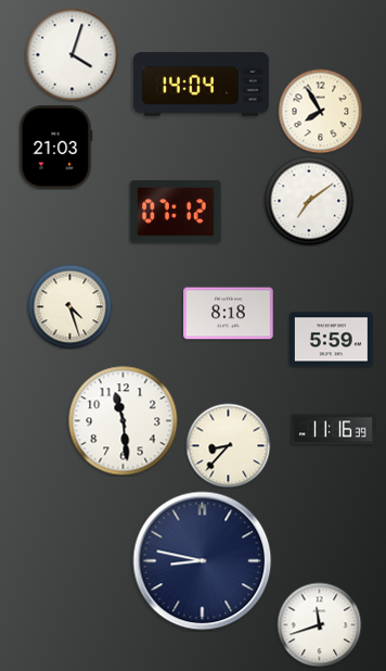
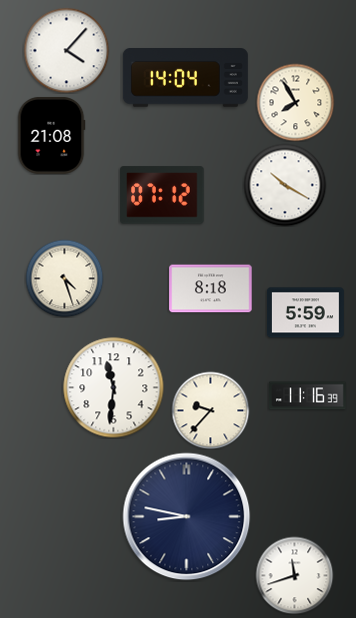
clock at (72, 54): 4:03 -> 4:07
clock at (55, 147): 21:03 -> 21:08
clock at (309, 201): 7:09 -> 10:20
clock at (69, 306) position: (69, 306) -> (64, 278)
clock at (124, 421): 11:29 -> 11:31
clock at (228, 445): 8:37 -> 9:37
